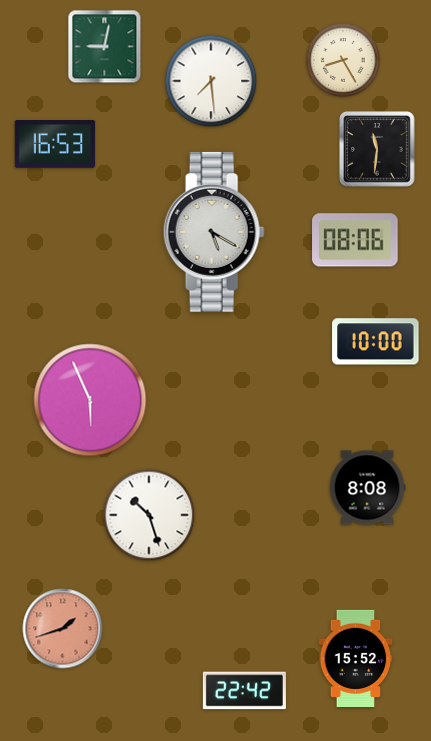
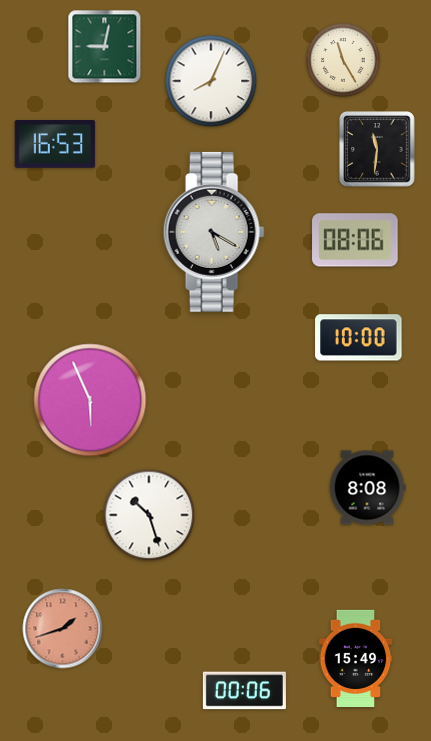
clock at (344, 61): 8:25 -> 11:25
clock at (211, 81): 7:29 -> 8:04
clock at (376, 342) position: (376, 342) -> (359, 338)
clock at (356, 658): 15:52 -> 15:49
clock at (244, 691): 22:42 -> 00:06
